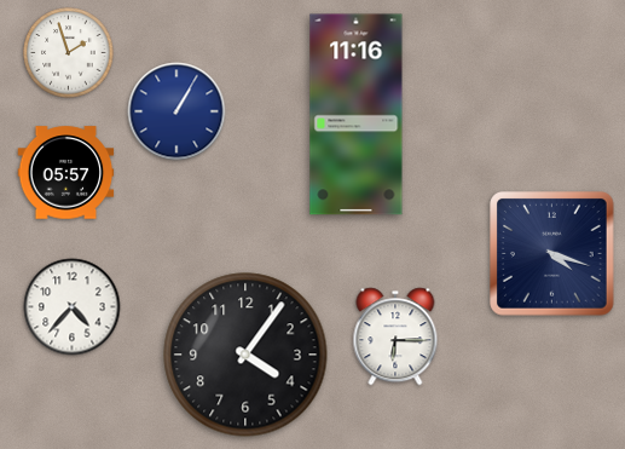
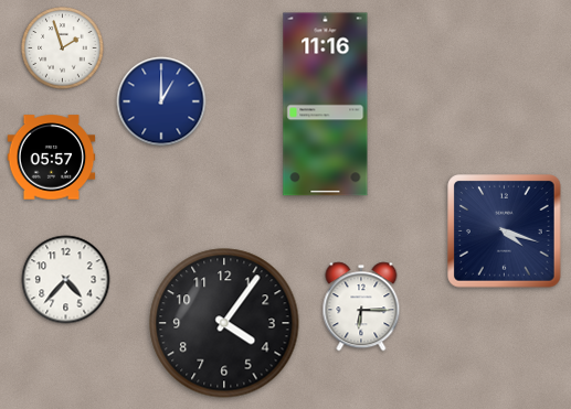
clock at (176, 111): 1:05 -> 1:00
clock at (66, 173) position: (66, 173) -> (52, 158)
